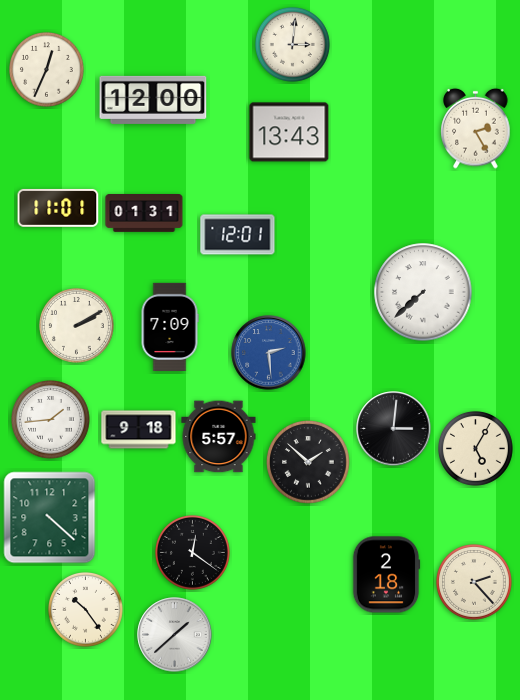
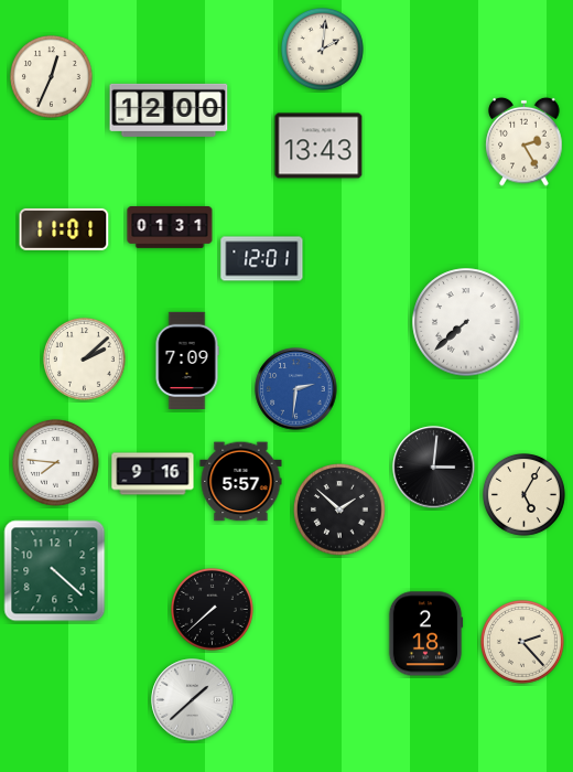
clock at (293, 45): 3:01 -> 2:01
clock at (144, 214) position: (144, 214) -> (170, 228)
clock at (77, 326): 2:10 -> 2:08
clock at (269, 353): 2:29 -> 2:31
clock at (51, 420): 1:44 -> 7:46
clock at (394, 429) position: (394, 429) -> (434, 468)
clock at (139, 430): 9:18 -> 9:16
clock at (193, 553): 12:21 -> 7:38
clock at (86, 610): 10:24 -> none
